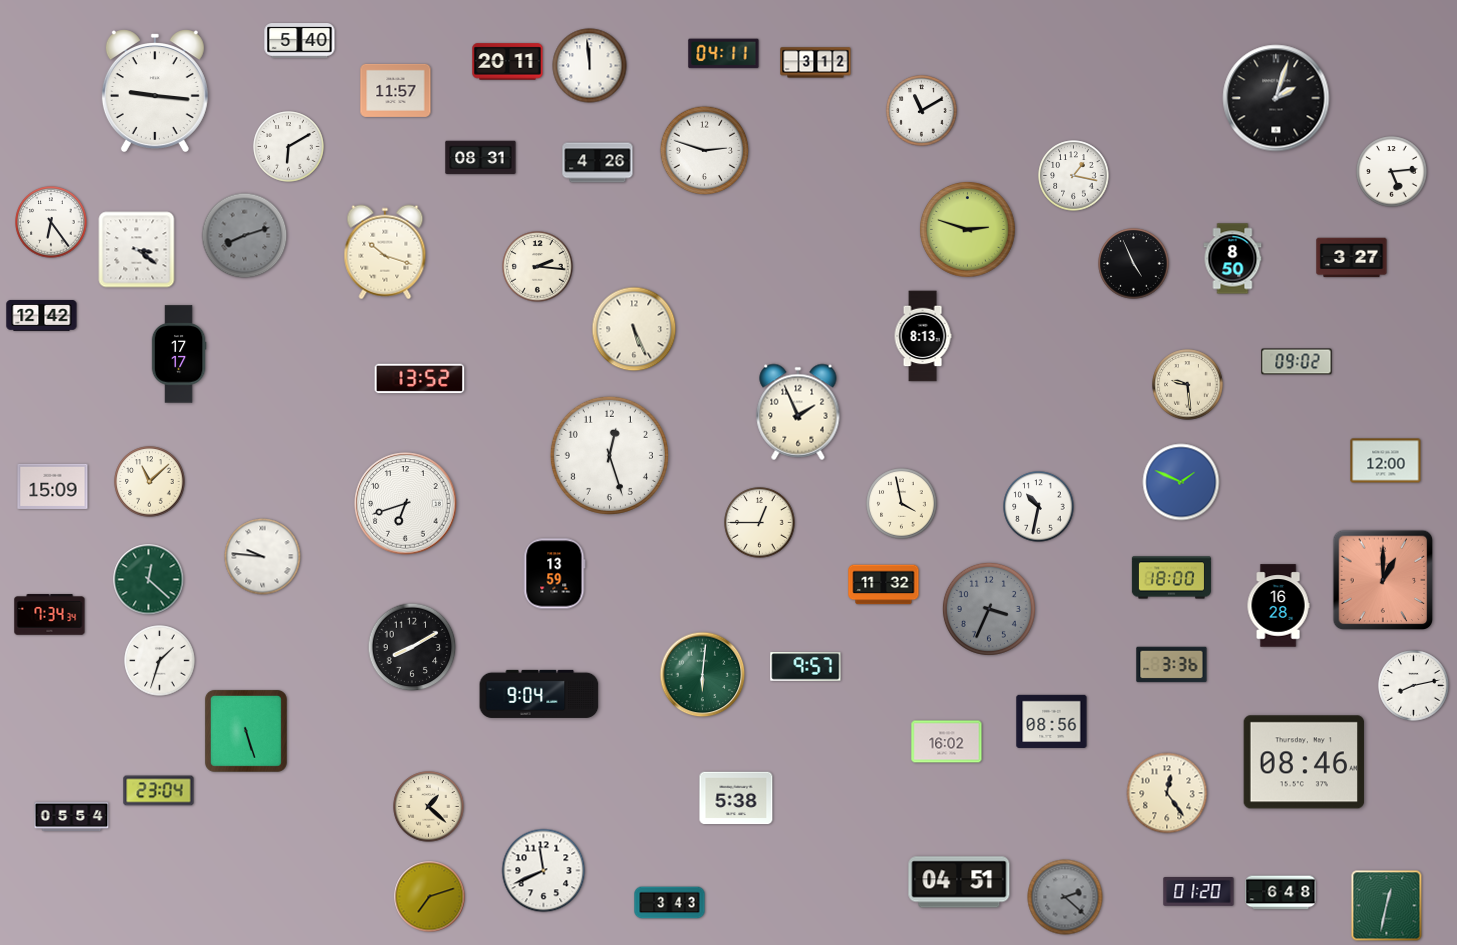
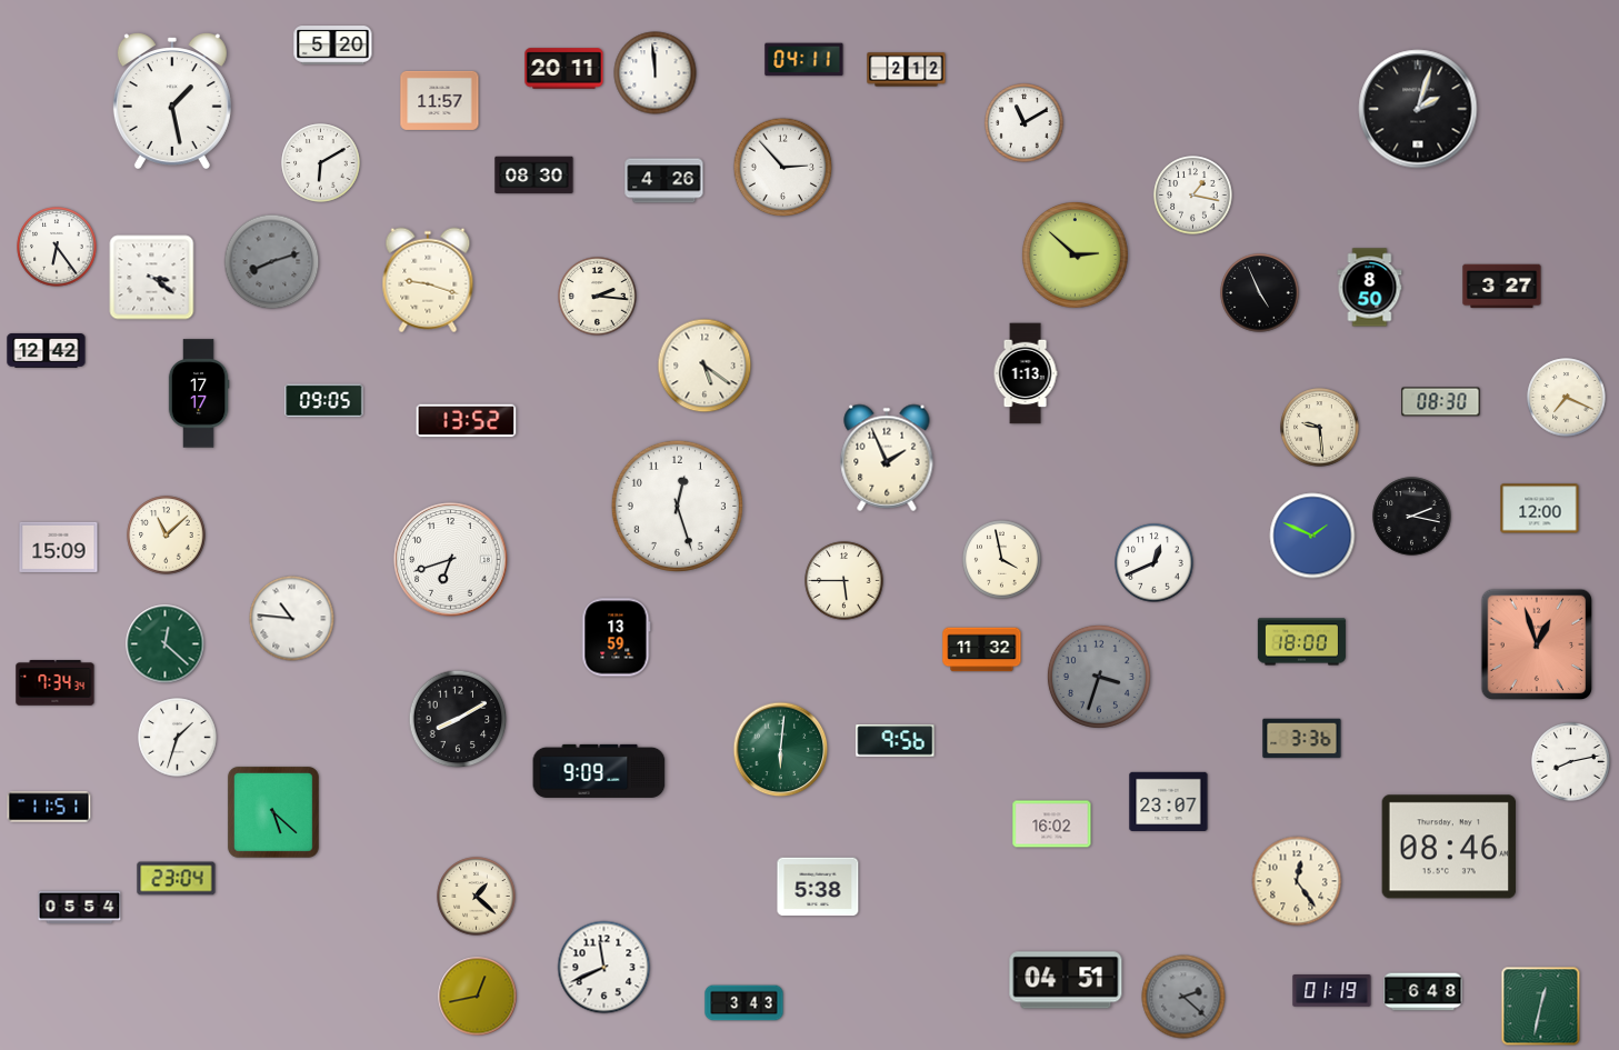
clock at (300, 41): 5:40 -> 5:20
clock at (816, 63): 3:12 -> 2:12
clock at (155, 91): 9:16 -> 1:28
clock at (705, 151): 2:48 -> 2:53
clock at (481, 158): 08:31 -> 08:30
clock at (1392, 172): 5:14 -> none
clock at (968, 230): 2:48 -> 2:52
clock at (385, 252): 10:18 -> 9:18
clock at (634, 329): 5:26 -> 5:21
clock at (923, 336): 8:13 -> 1:13
clock at (1567, 398): none -> 7:19
clock at (324, 401): none -> 09:05
clock at (1297, 362): 09:02 -> 08:30
clock at (1386, 461) position: (1386, 461) -> (1540, 509)
clock at (1412, 517): none -> 2:17
clock at (53, 486) position: (53, 486) -> (59, 547)
clock at (1039, 507): 10:32 -> 12:41
clock at (760, 523): 12:45 -> 5:45
clock at (263, 557): 9:46 -> 10:46
clock at (1383, 580): 1:00 -> 12:57
clock at (1278, 606): 16:28 -> none
clock at (989, 609): 3:34 -> 3:33
clock at (160, 661) position: (160, 661) -> (178, 738)
clock at (806, 667): 9:57 -> 9:56
clock at (539, 694): 9:04 -> 9:09
clock at (1052, 721): 08:56 -> 23:07
clock at (49, 807): none -> 11:51
clock at (246, 731): 5:27 -> 5:22
clock at (1199, 892): 01:20 -> 01:19
clock at (430, 897): 7:12 -> 12:43
